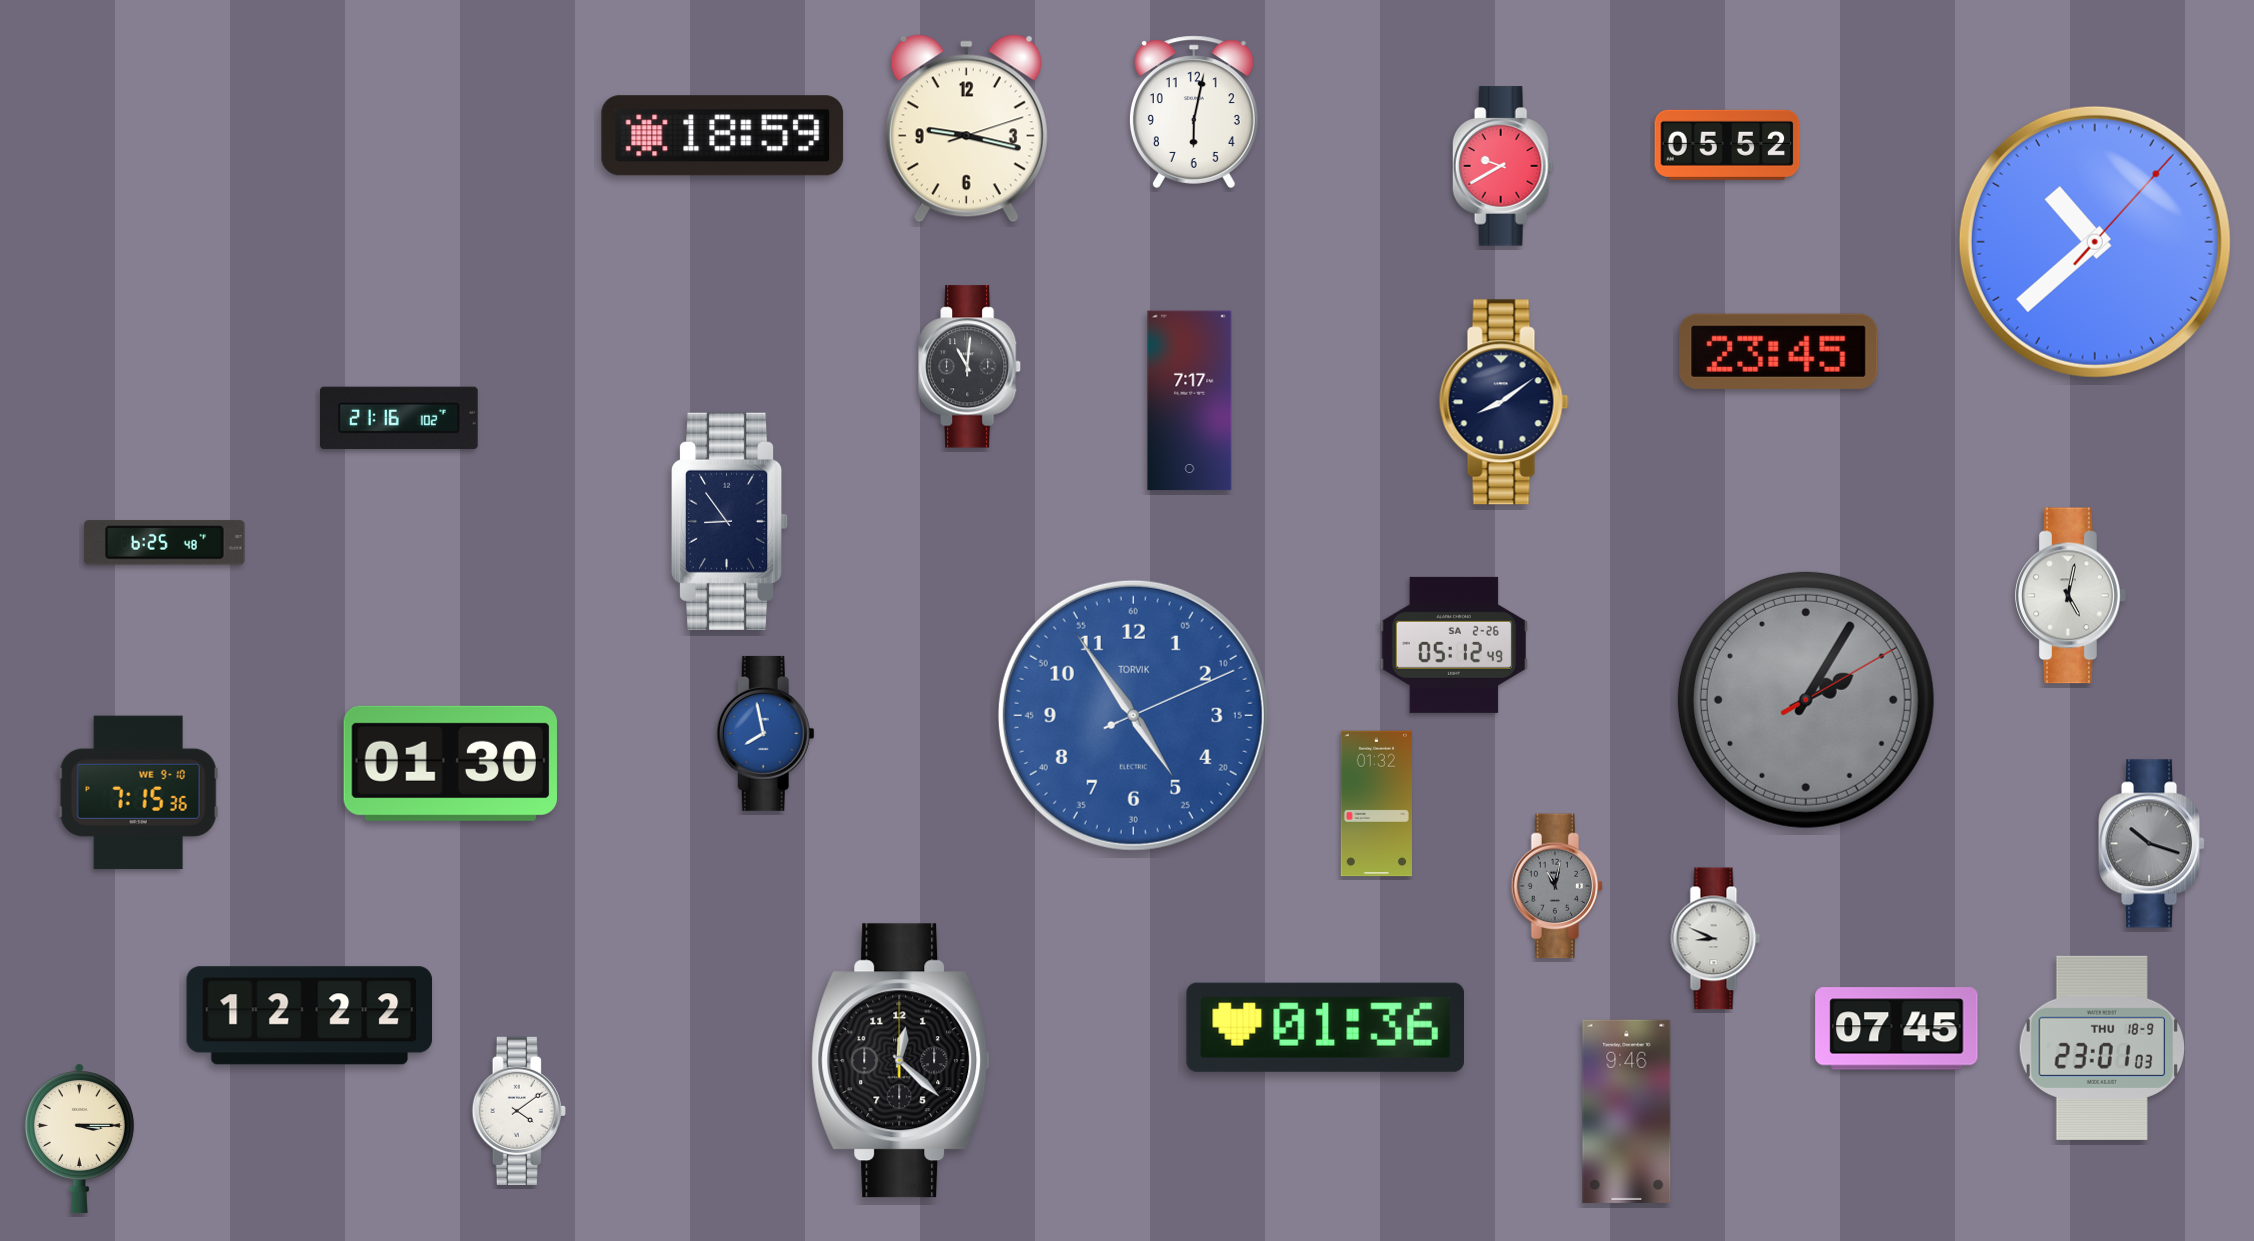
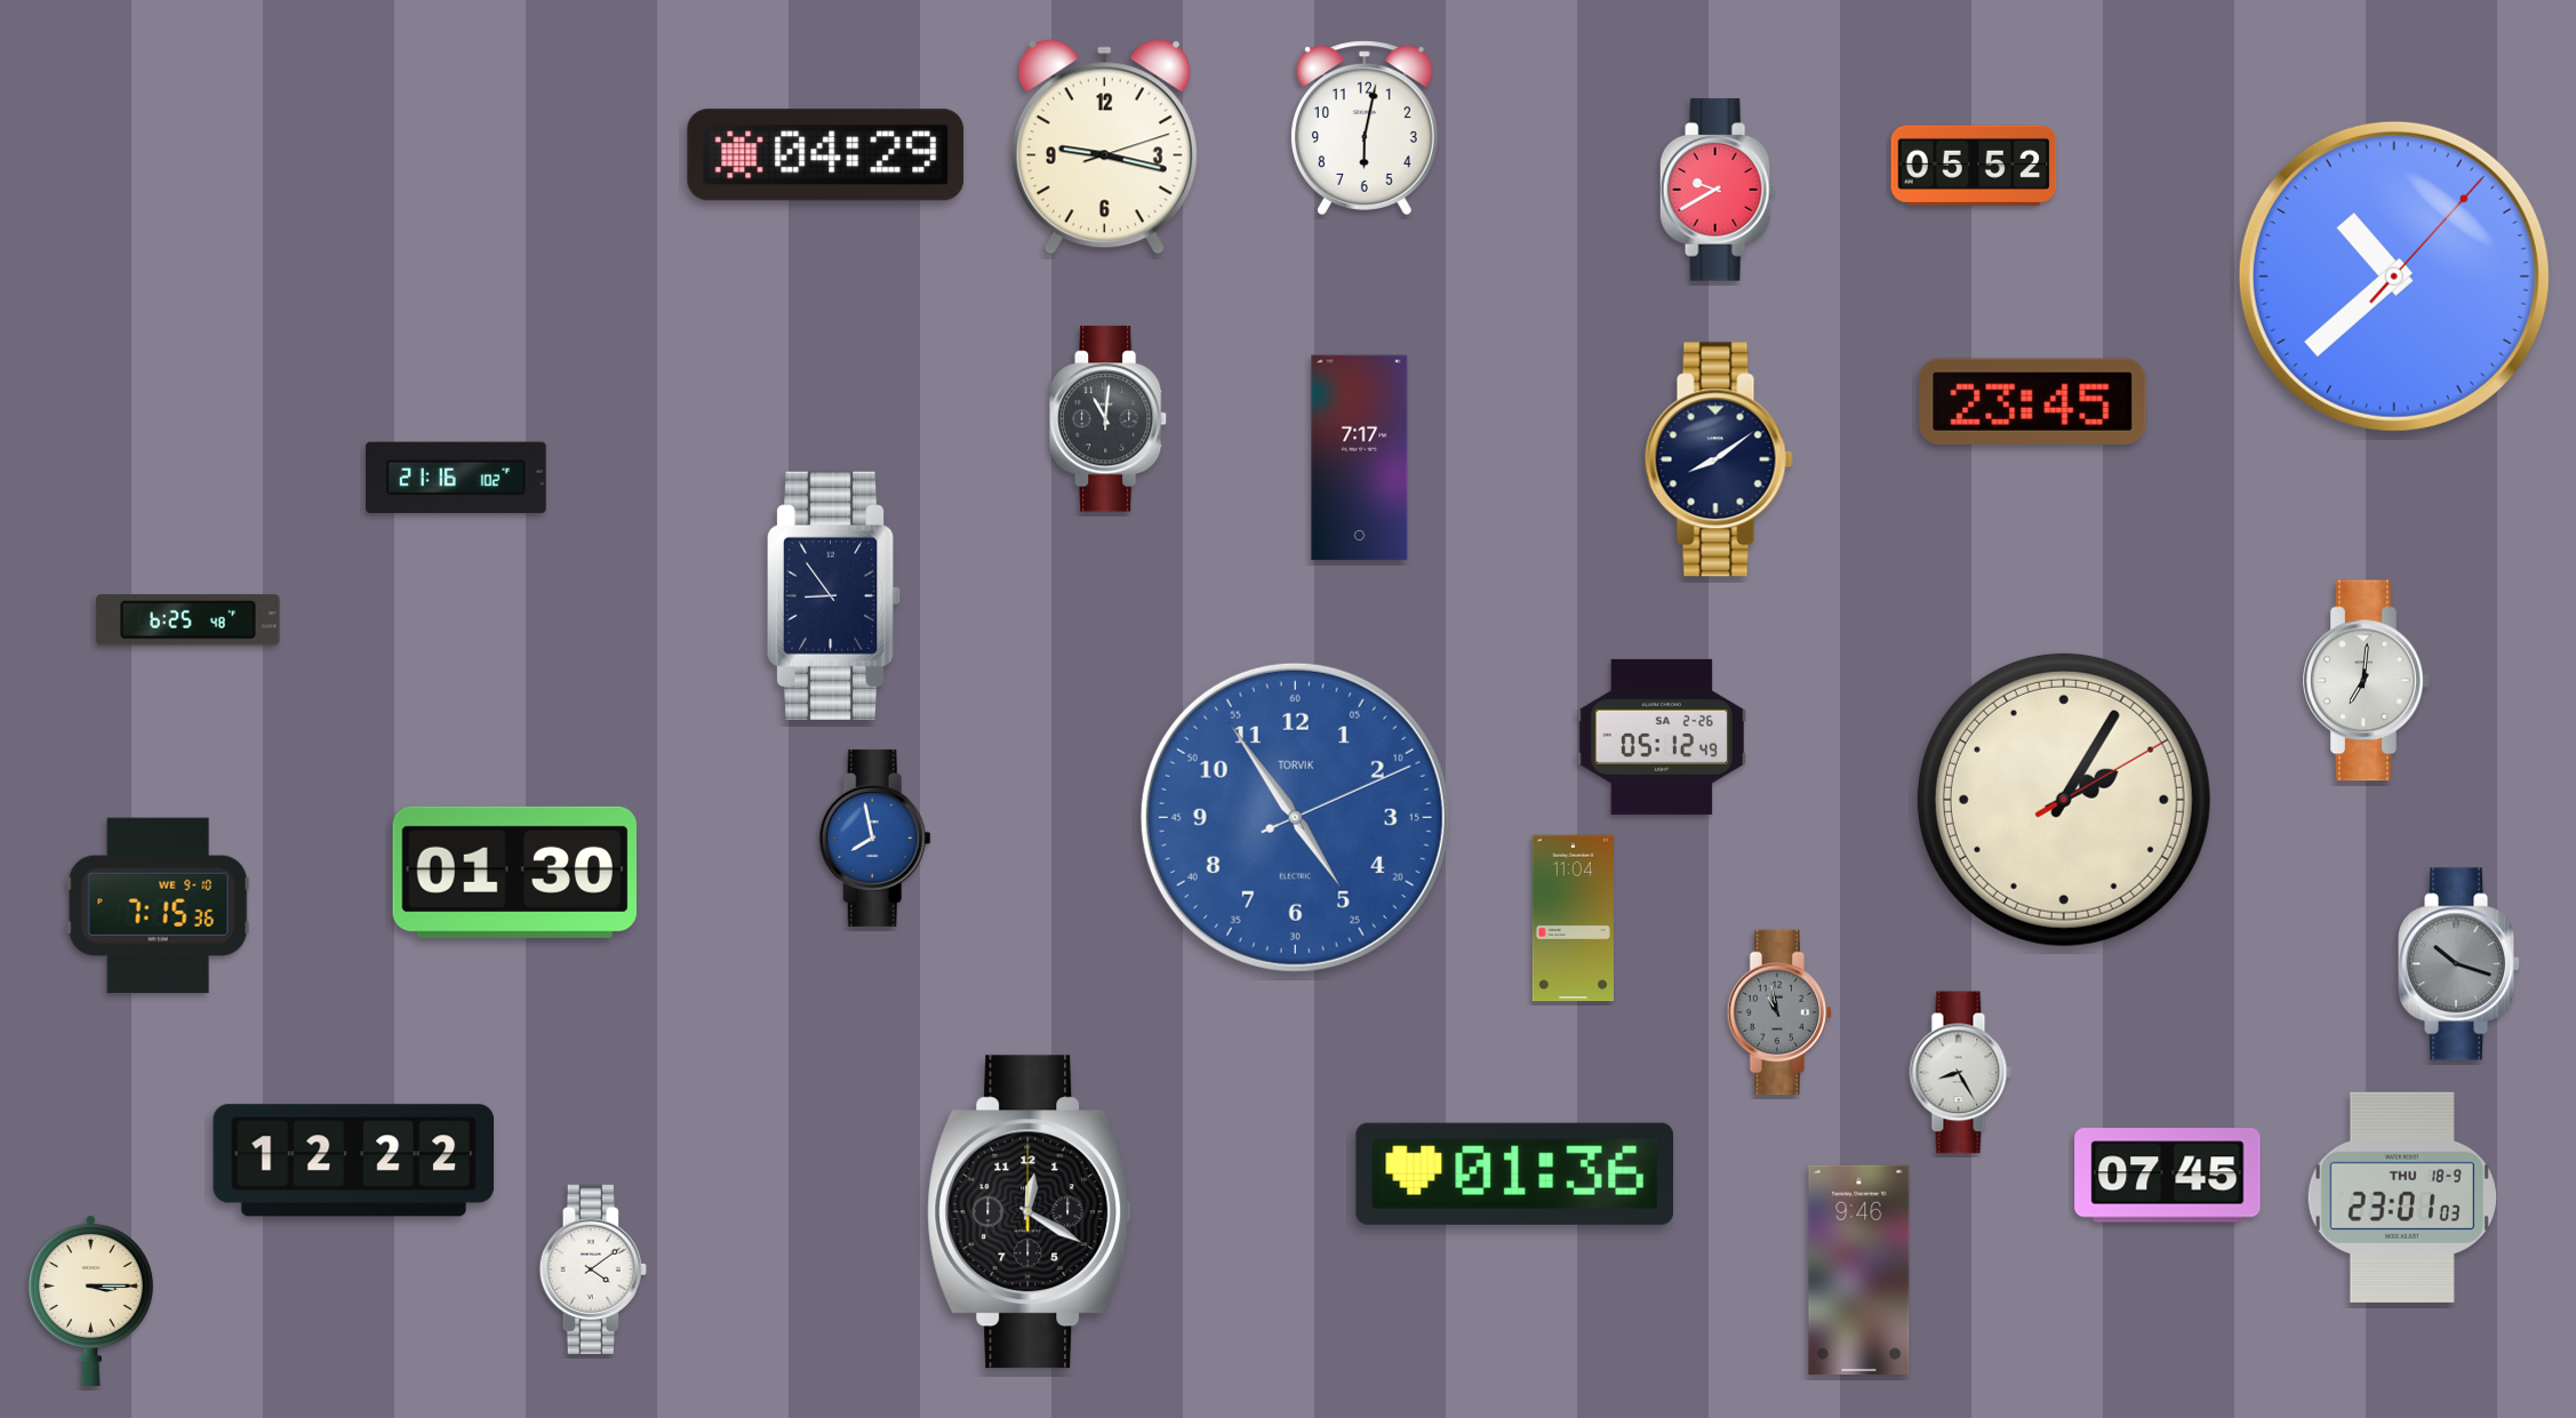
clock at (723, 136): 18:59 -> 04:29
clock at (2071, 596): 5:02 -> 7:01
clock at (1806, 700) dial: grey -> cream
clock at (1376, 804): 01:32 -> 11:04
clock at (1557, 886): 11:02 -> 10:58
clock at (1716, 939): 8:49 -> 8:25
clock at (901, 1061): 12:22 -> 12:20
